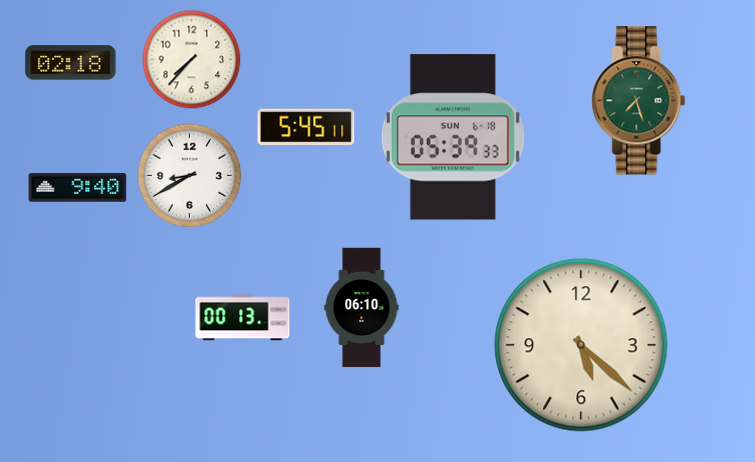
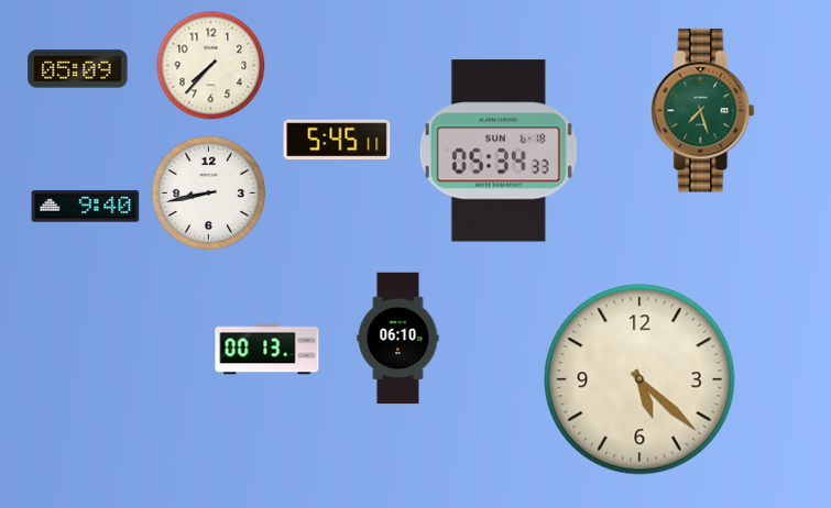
clock at (71, 63): 02:18 -> 05:09
clock at (453, 137): 05:39 -> 05:34
clock at (190, 176): 8:40 -> 8:43
